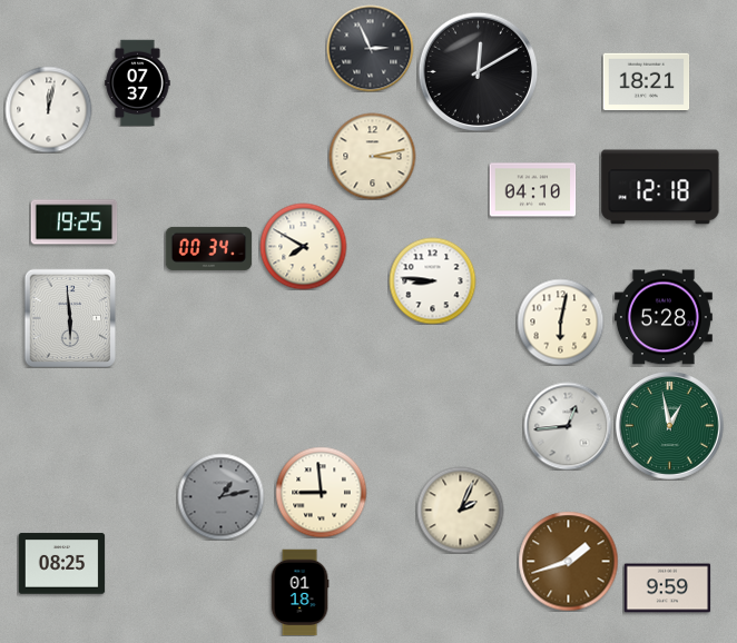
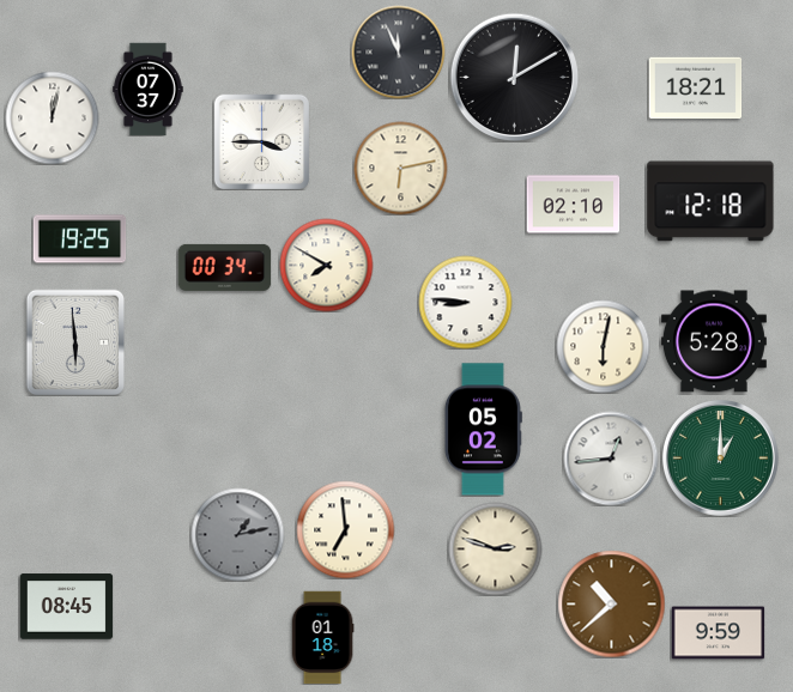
clock at (370, 48): 2:56 -> 11:56
clock at (261, 141): none -> 3:45
clock at (372, 156): 3:13 -> 6:13
clock at (532, 190): 04:10 -> 02:10
clock at (483, 430): none -> 05:02
clock at (670, 426): 12:58 -> 1:00
clock at (321, 492): 8:59 -> 6:59
clock at (460, 510): 2:04 -> 2:48
clock at (568, 561): 1:42 -> 10:38
clock at (61, 564): 08:25 -> 08:45
